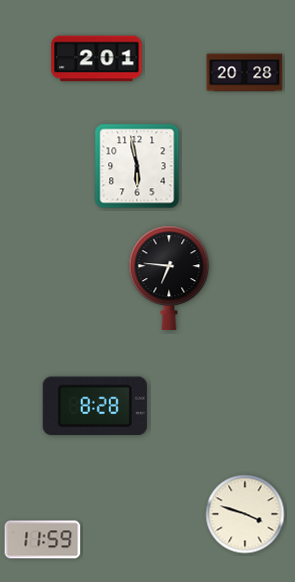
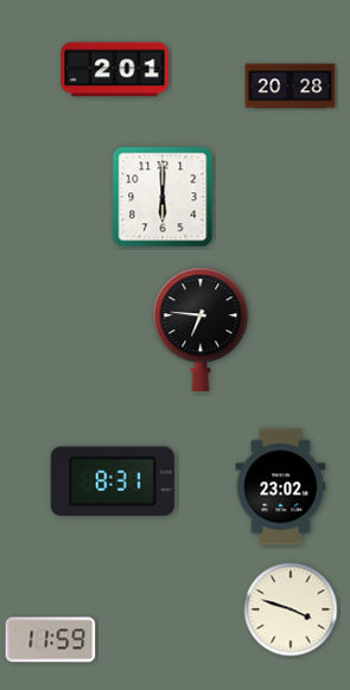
clock at (137, 166): 5:58 -> 6:00
clock at (95, 406): 8:28 -> 8:31
clock at (281, 487): none -> 23:02
